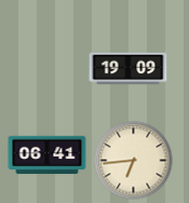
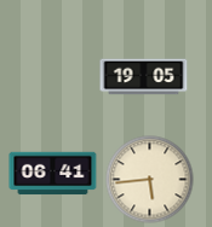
clock at (129, 69): 19:09 -> 19:05
clock at (134, 161): 6:44 -> 5:44
